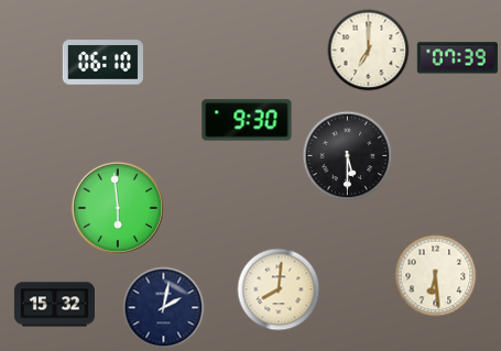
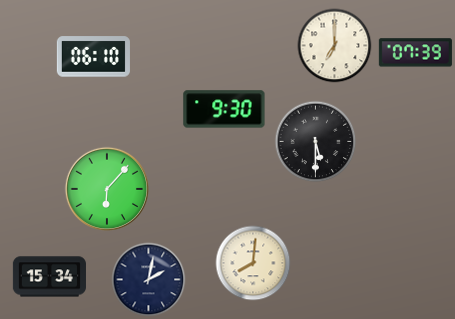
clock at (117, 207): 5:59 -> 6:07
clock at (436, 276): 6:29 -> none
clock at (54, 305): 15:32 -> 15:34
